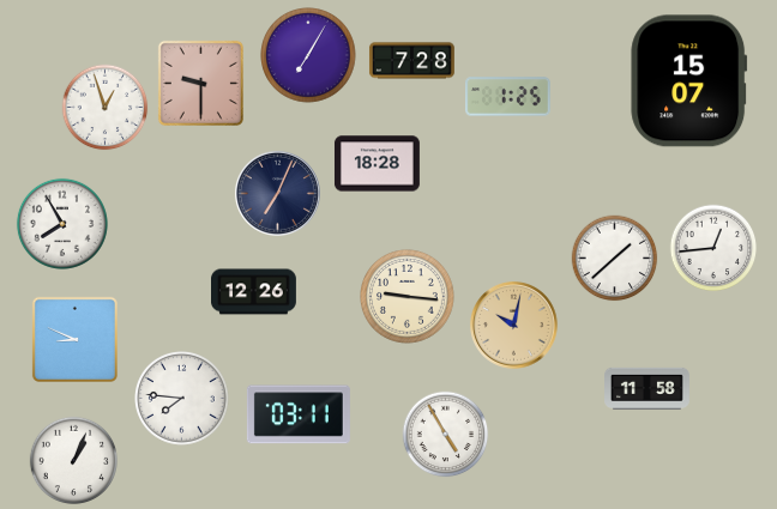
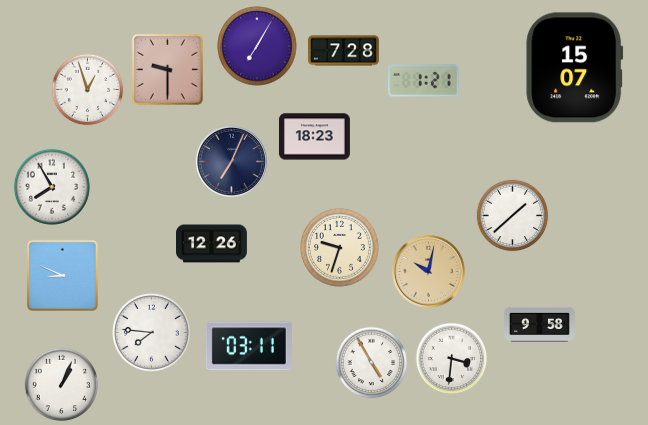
clock at (507, 97): 1:25 -> 1:21
clock at (377, 164): 18:28 -> 18:23
clock at (713, 248): 12:44 -> none
clock at (408, 297): 9:16 -> 9:33
clock at (74, 339) position: (74, 339) -> (62, 275)
clock at (648, 388): 11:58 -> 9:58
clock at (452, 359): none -> 3:31
